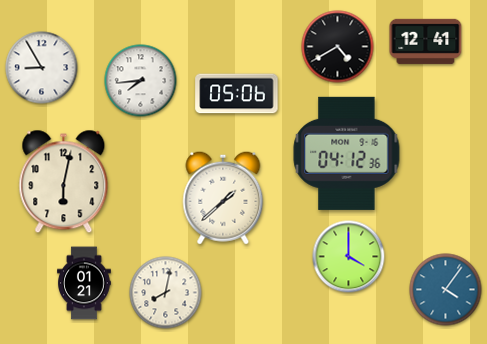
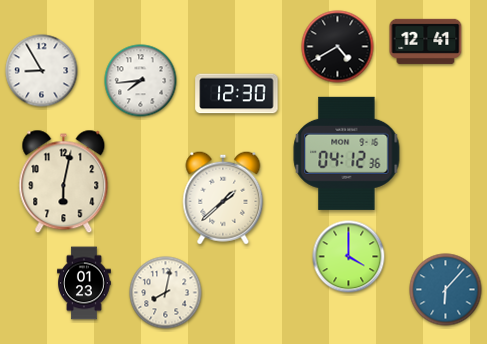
clock at (42, 68) position: (42, 68) -> (42, 71)
clock at (237, 94): 05:06 -> 12:30
clock at (85, 283): 01:21 -> 01:23
clock at (446, 290): 4:06 -> 6:07
